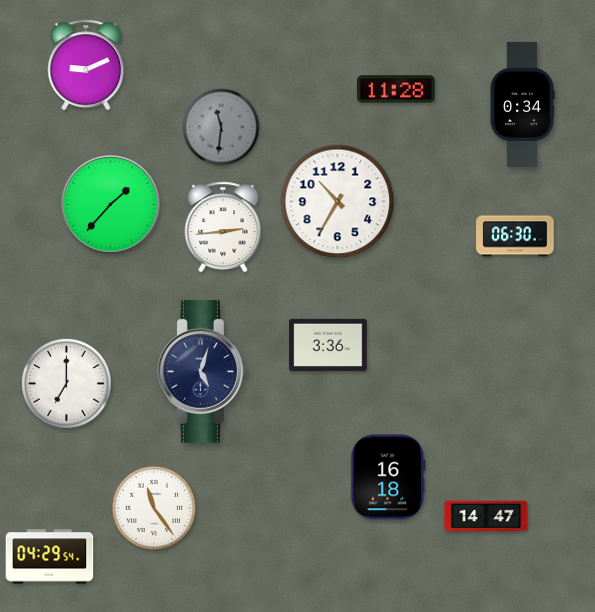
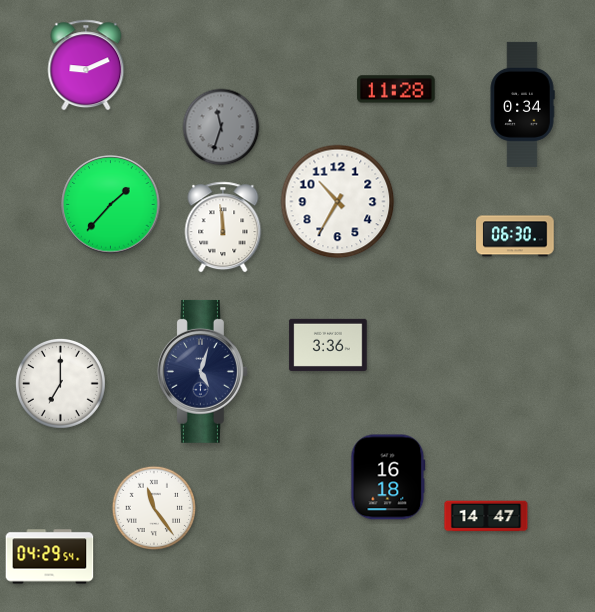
clock at (221, 127): 11:31 -> 11:33
clock at (223, 227): 2:44 -> 11:59
clock at (66, 383) position: (66, 383) -> (60, 383)
